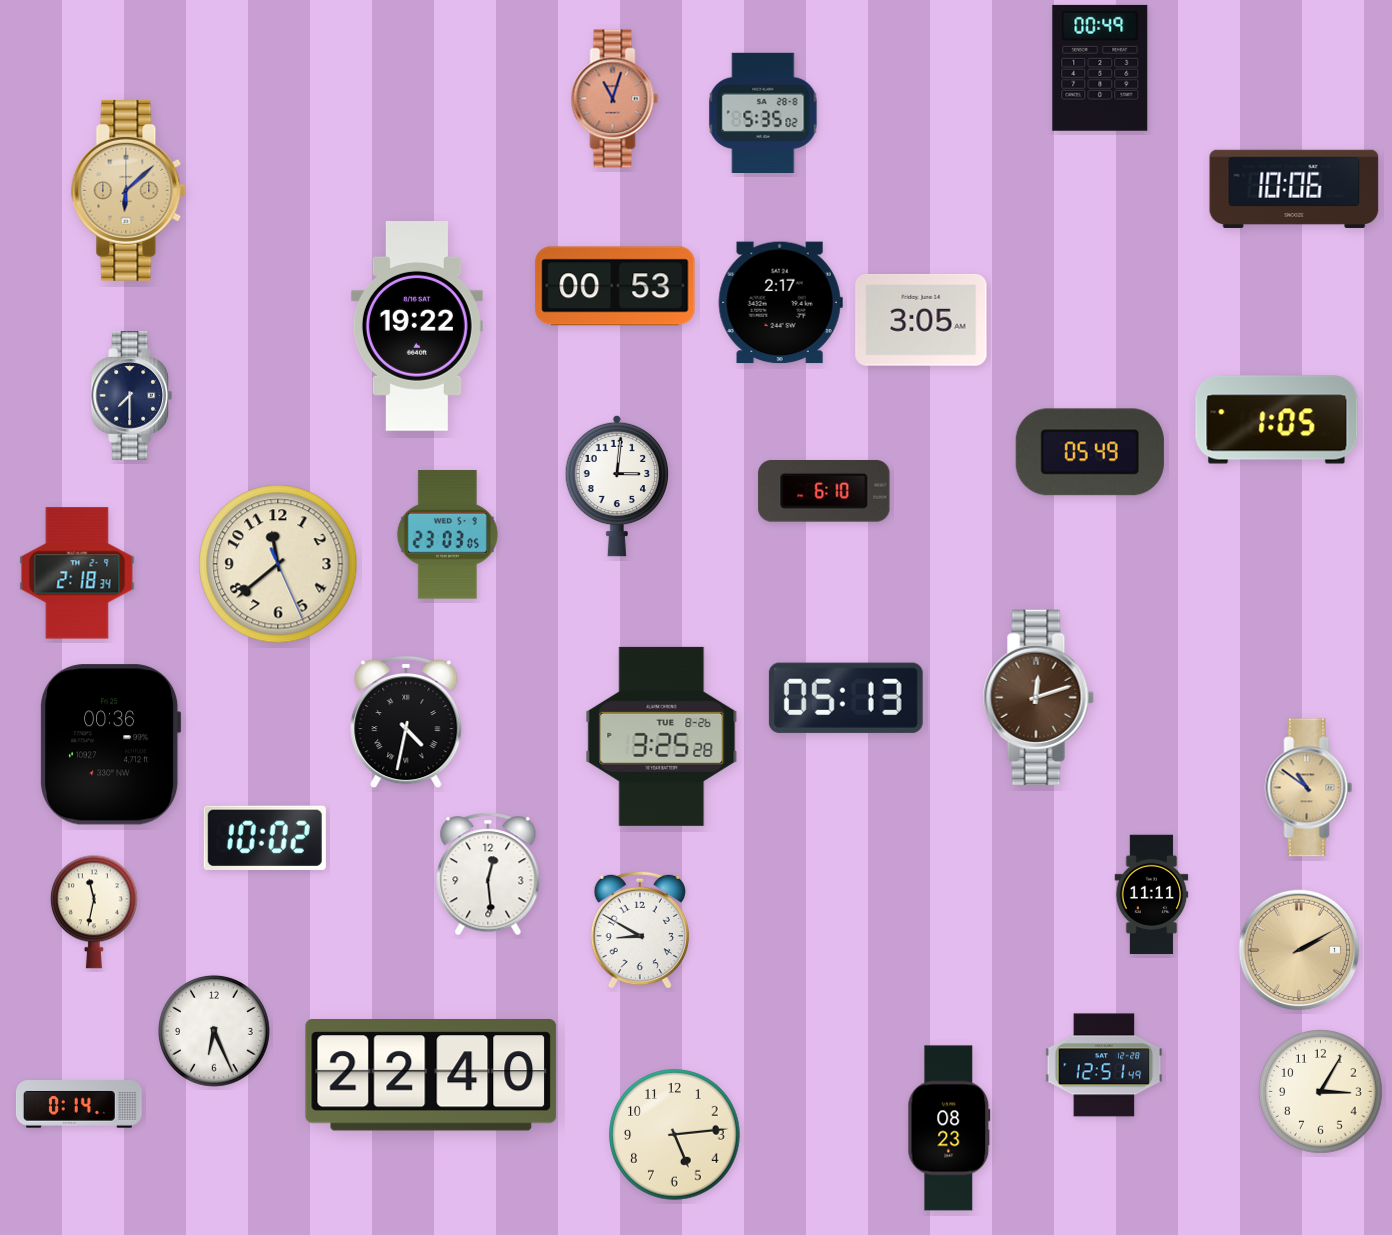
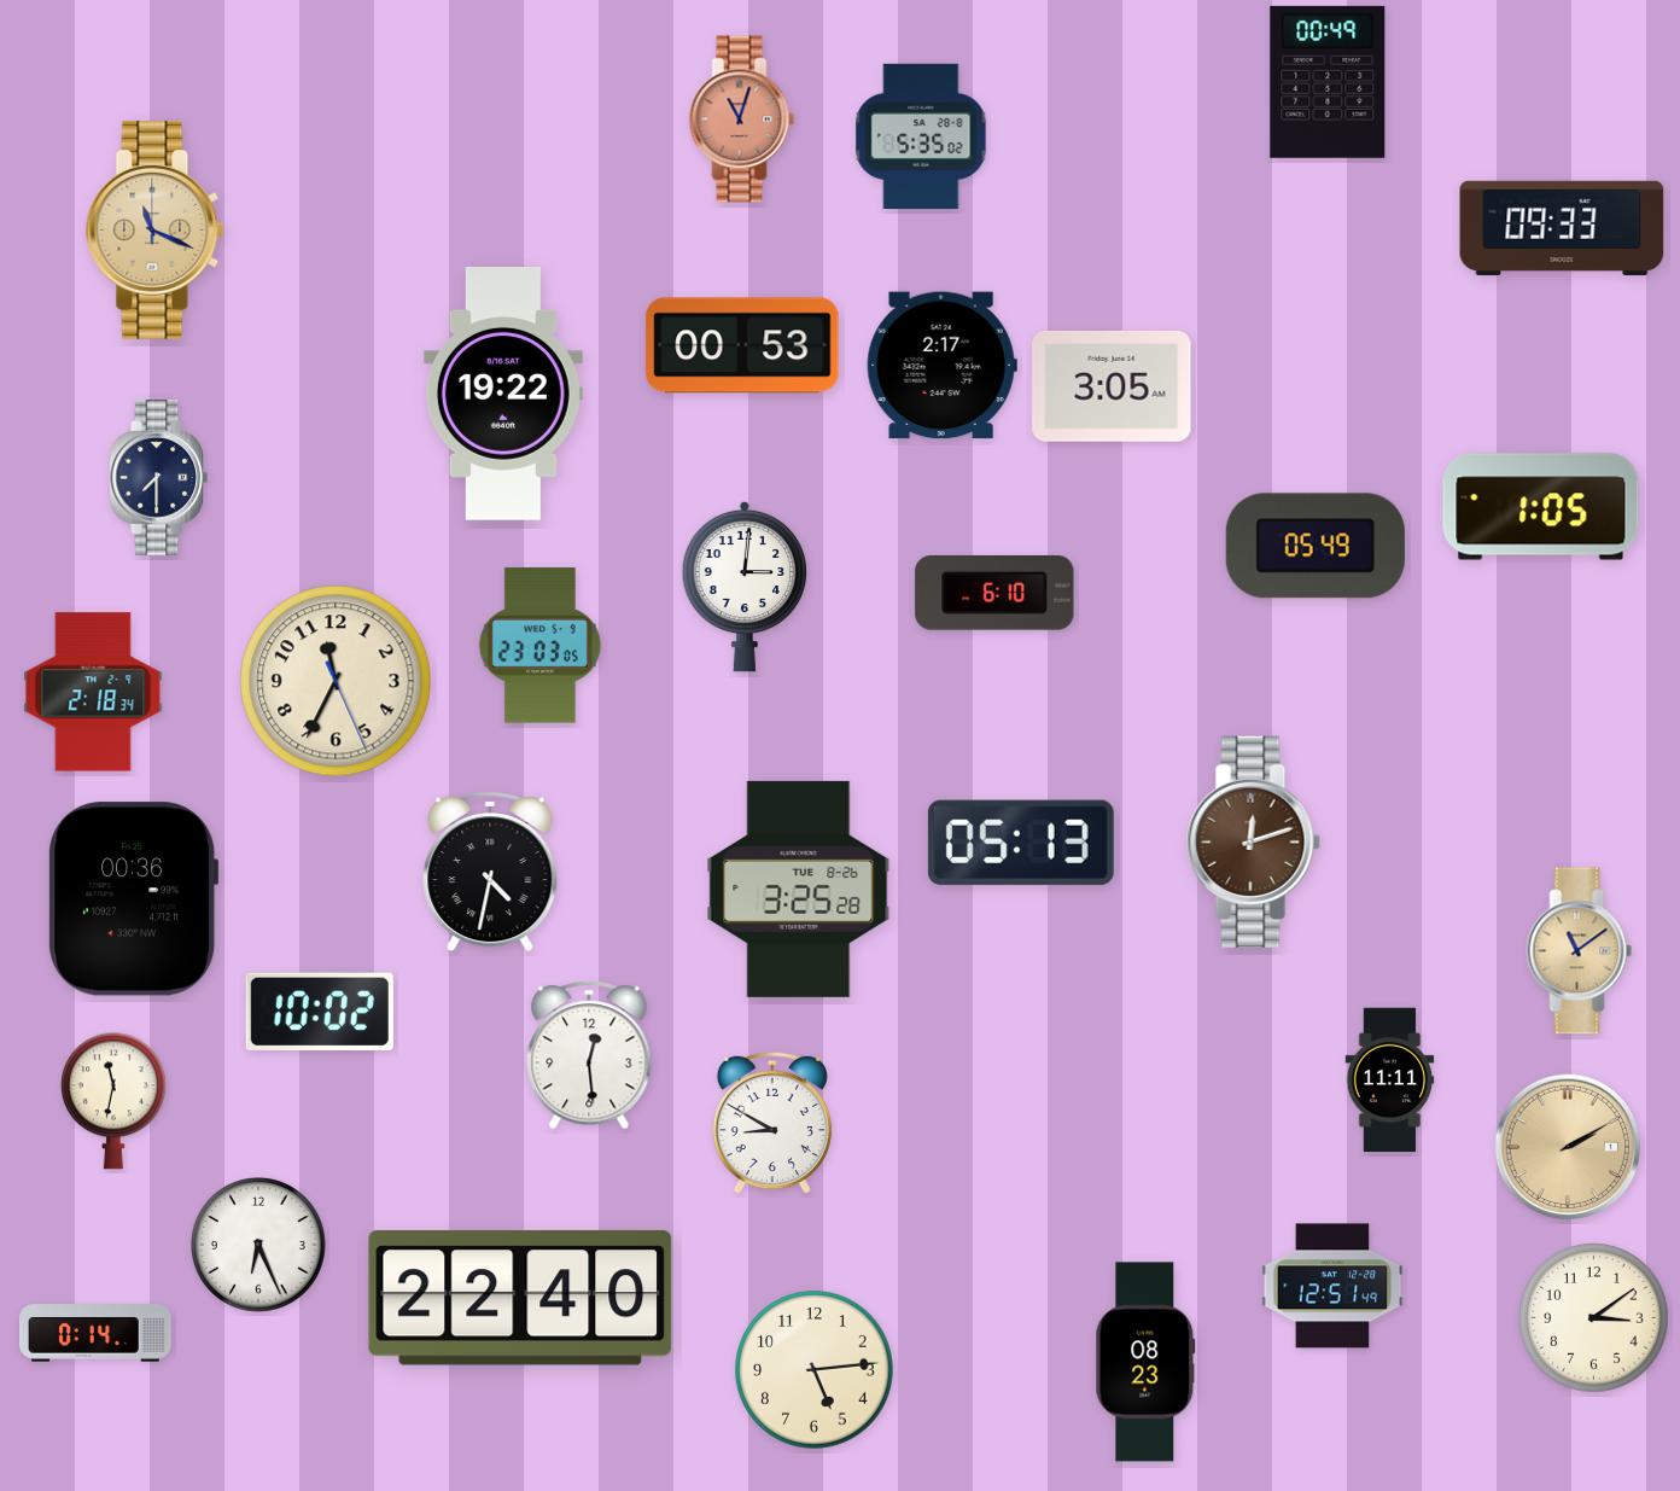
clock at (1294, 189): 10:06 -> 09:33
clock at (129, 190): 6:08 -> 11:19
clock at (278, 564): 11:38 -> 11:34
clock at (1309, 788): 10:51 -> 11:09
clock at (1321, 1092): 3:05 -> 3:09
